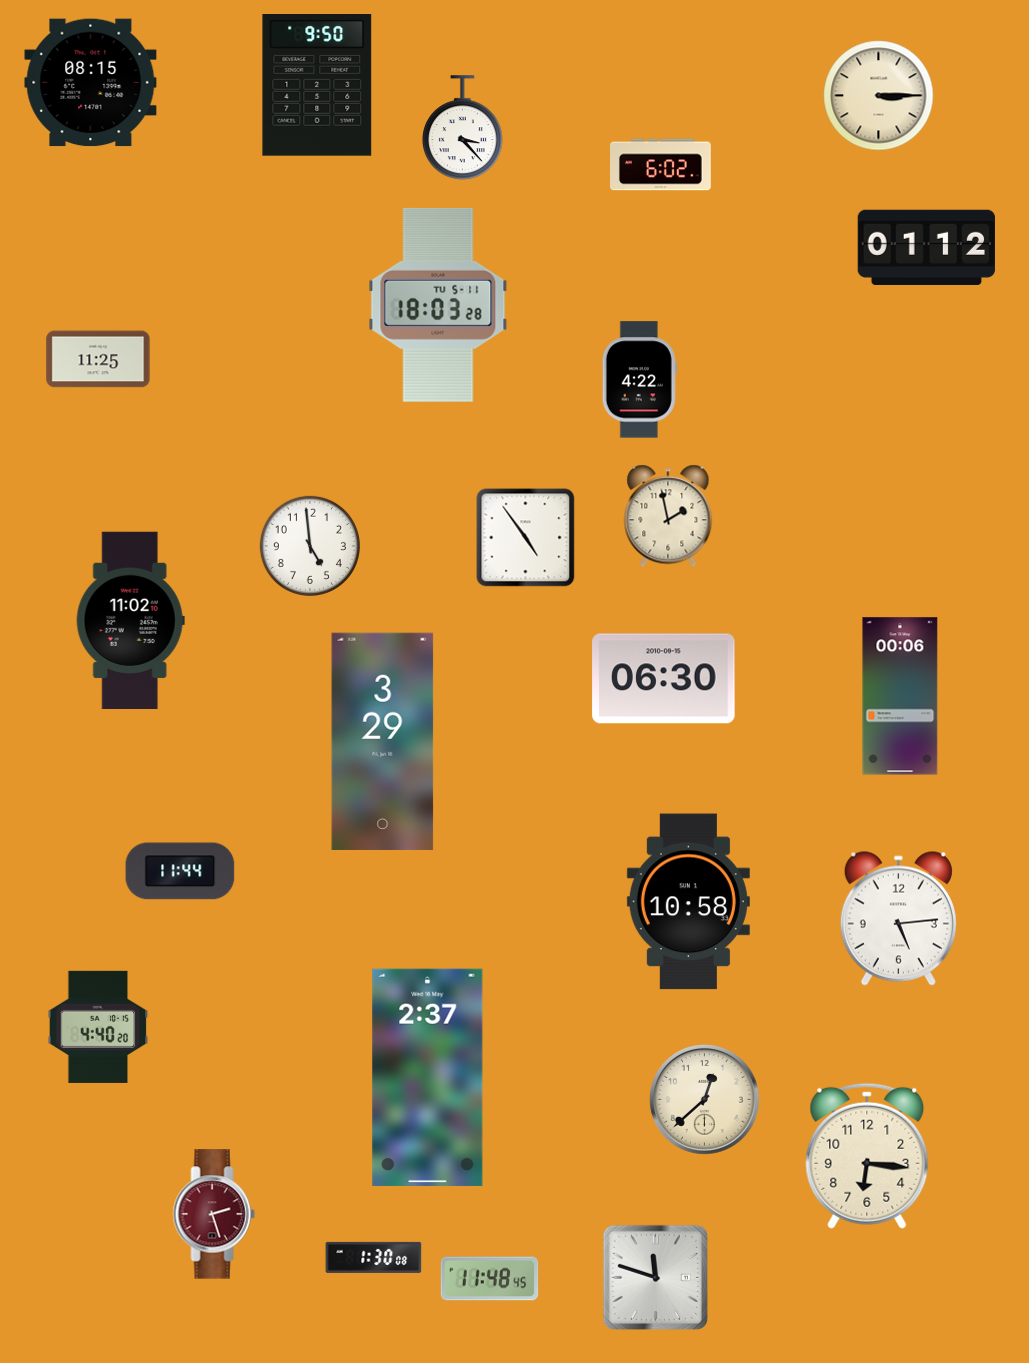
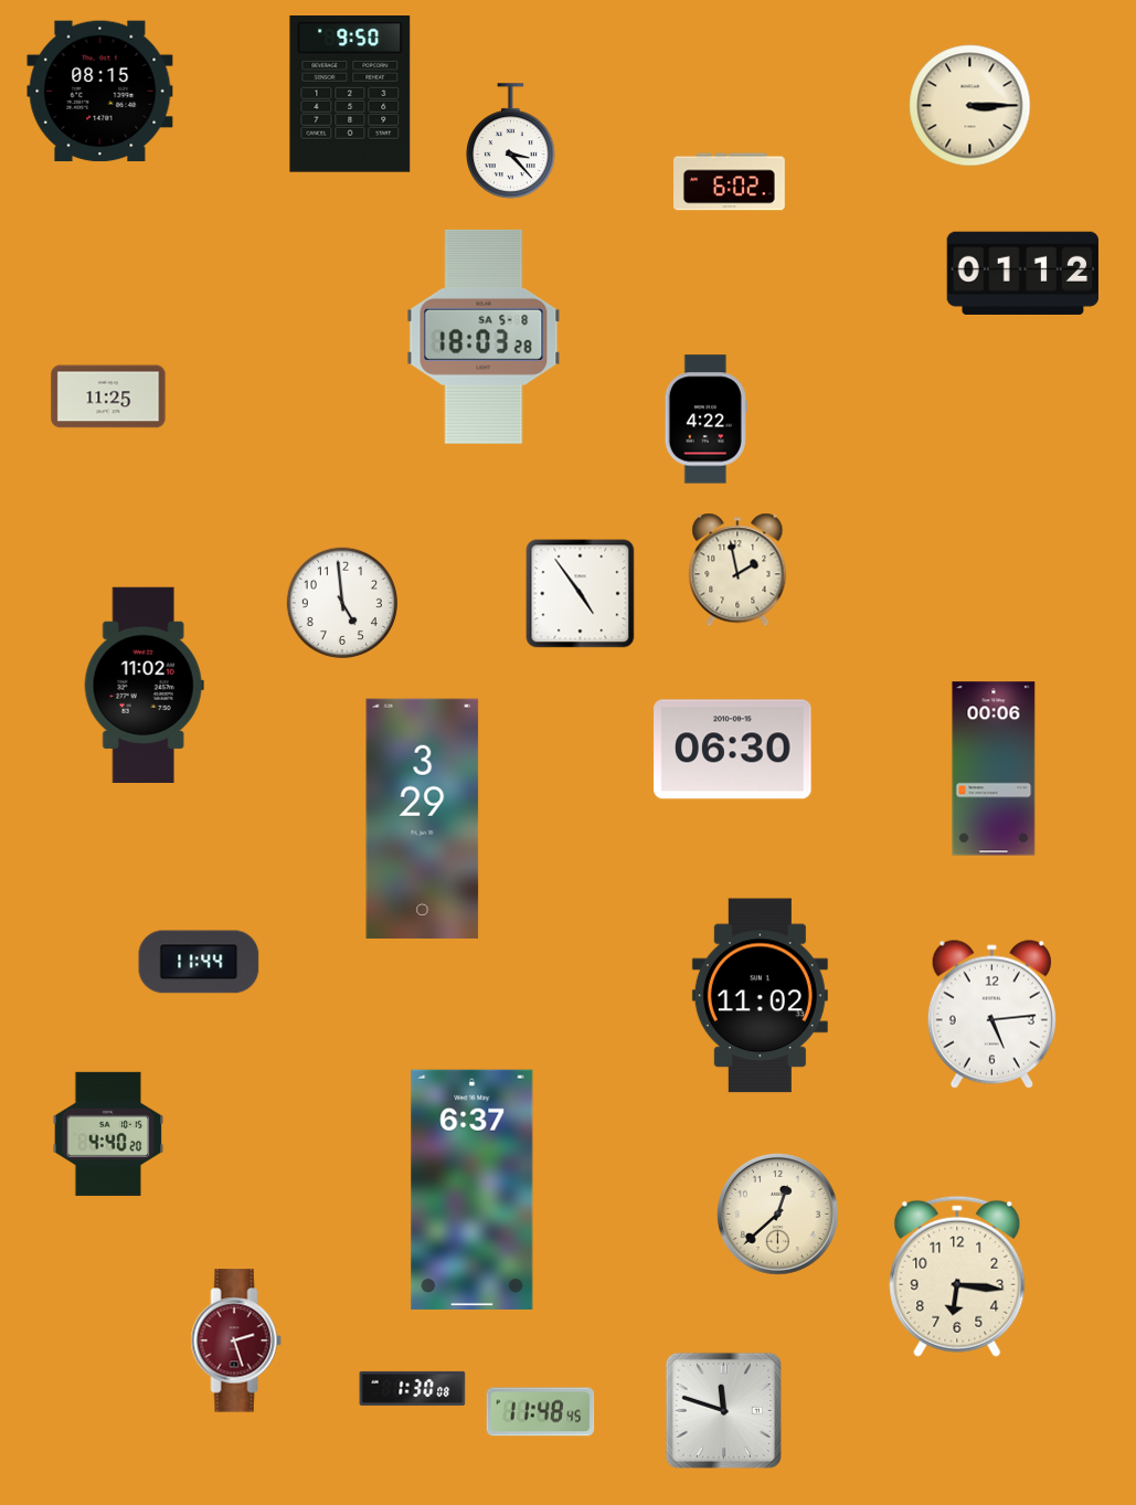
clock at (438, 305) date: TU 5-11 -> SA 5-8
clock at (688, 902): 10:58 -> 11:02
clock at (428, 1077): 2:37 -> 6:37
